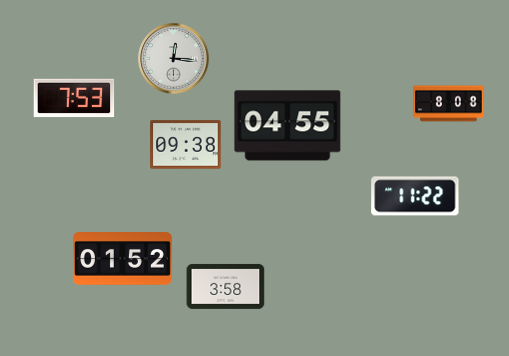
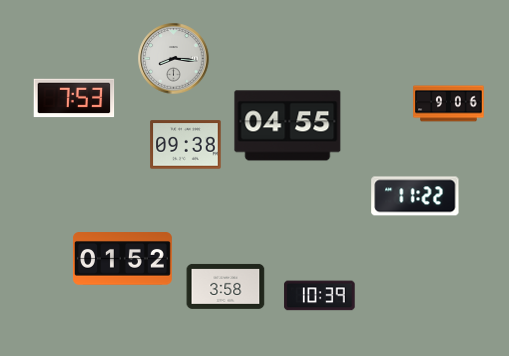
clock at (174, 59): 12:16 -> 8:16
clock at (449, 104): 8:08 -> 9:06
clock at (320, 296): none -> 10:39
